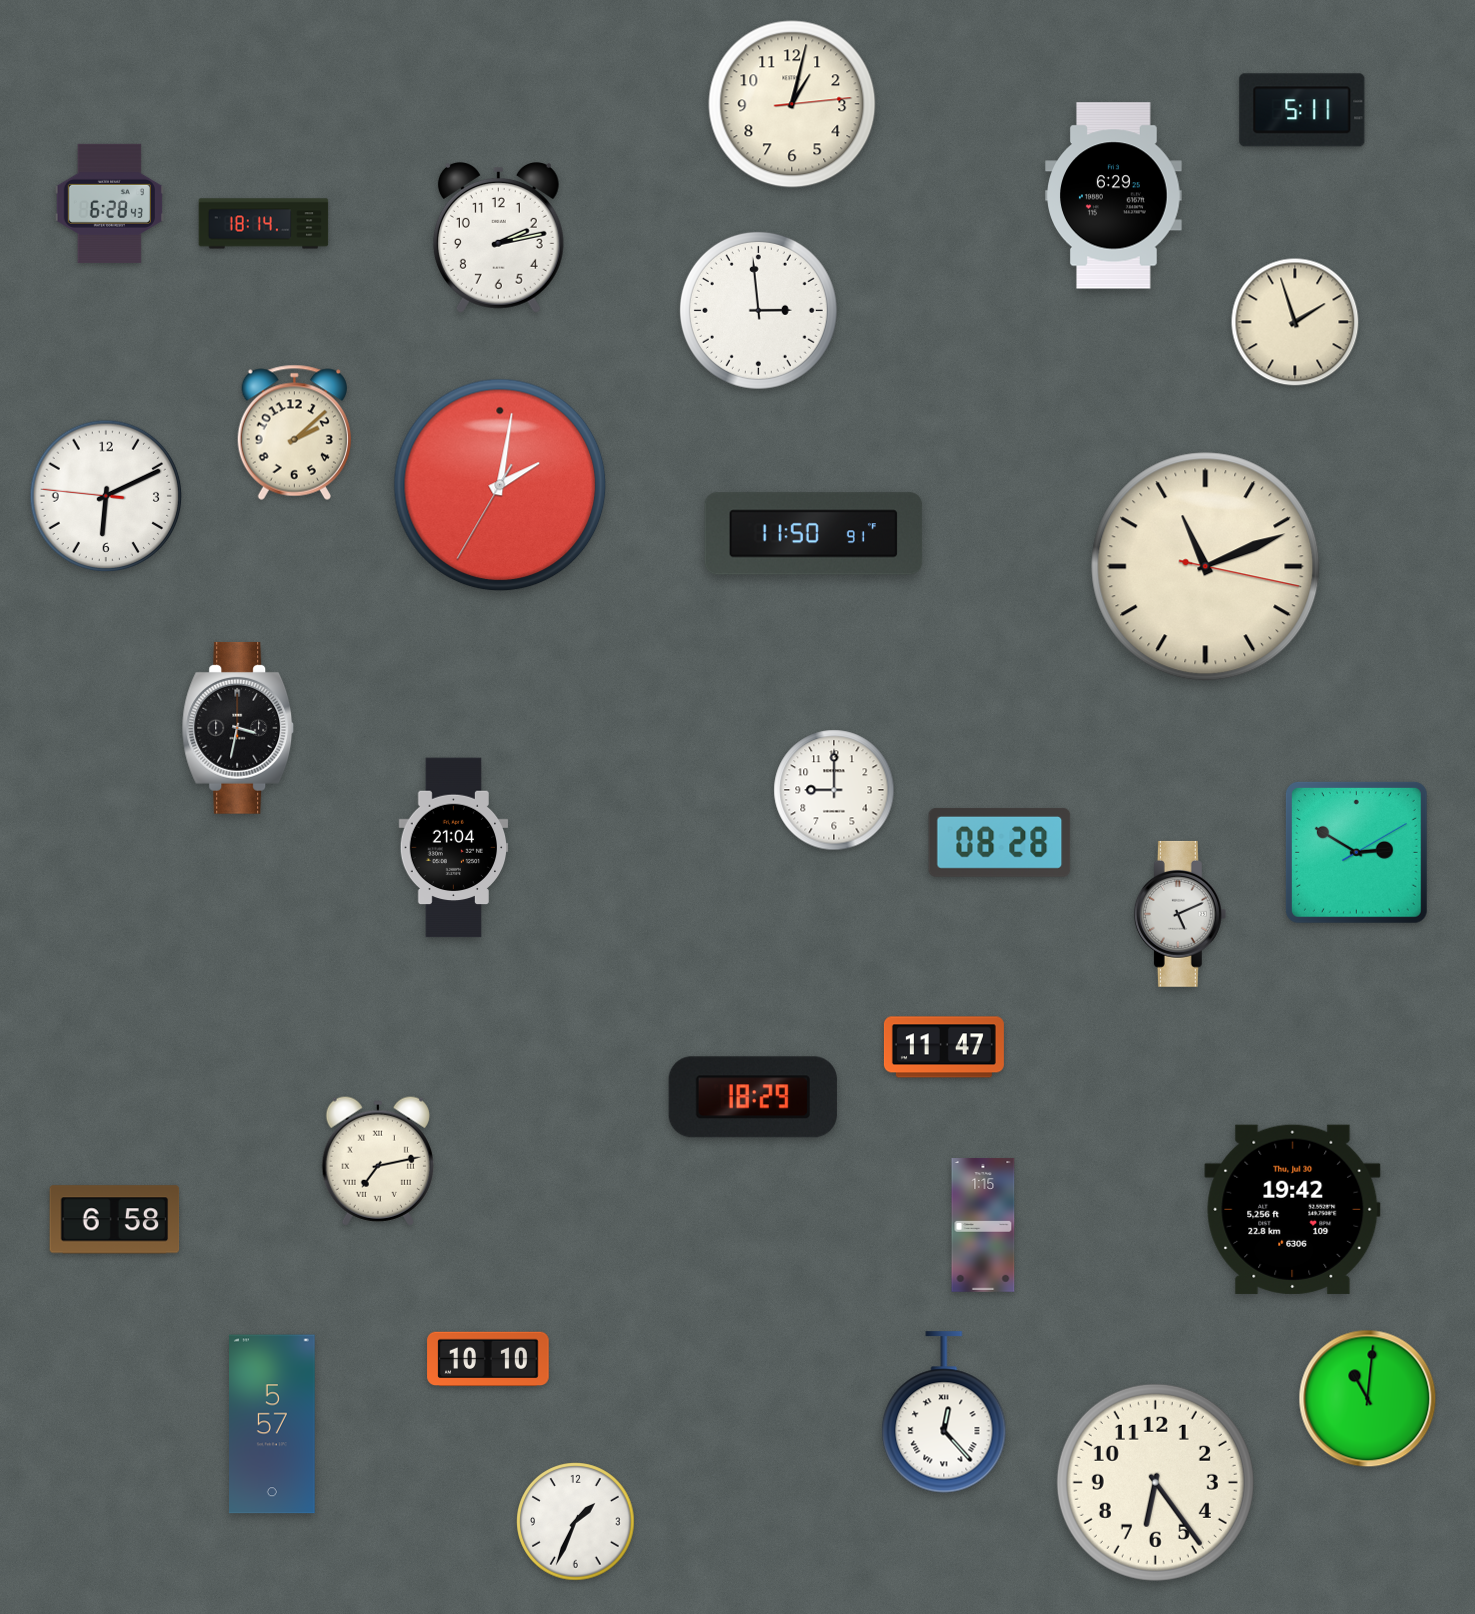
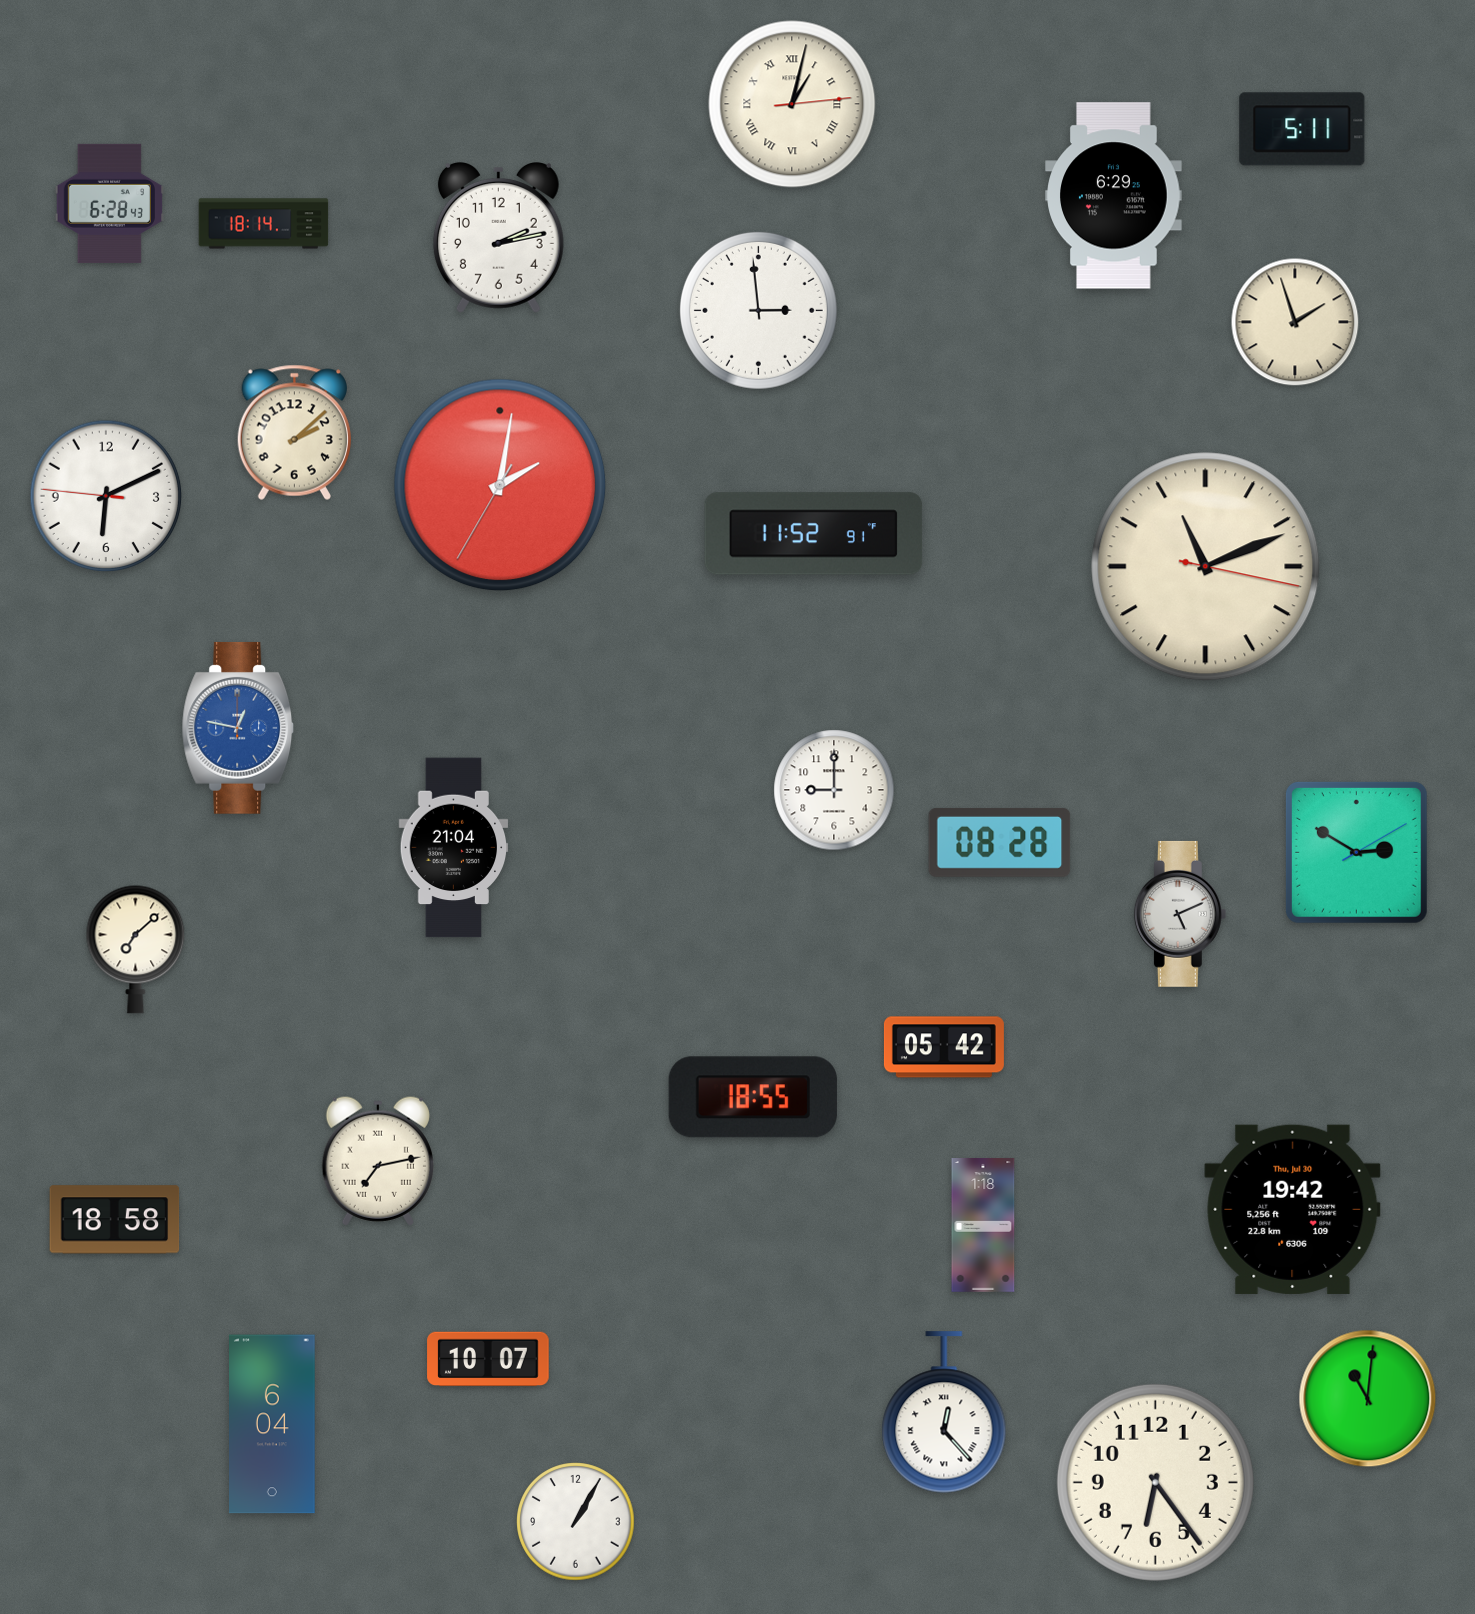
clock at (792, 104) numerals: Arabic -> Roman
clock at (1302, 110) position: (1302, 110) -> (1302, 129)
clock at (814, 534): 11:50 -> 11:52
clock at (238, 728): 3:32 -> 12:47
clock at (238, 728) dial: black -> blue
clock at (136, 949): none -> 7:08
clock at (944, 1047): 11:47 -> 05:42
clock at (753, 1097): 18:29 -> 18:55
clock at (115, 1220): 6:58 -> 18:58
clock at (983, 1225): 1:15 -> 1:18
clock at (488, 1359): 10:10 -> 10:07
clock at (273, 1424): 5:57 -> 6:04
clock at (576, 1522): 1:34 -> 1:05
